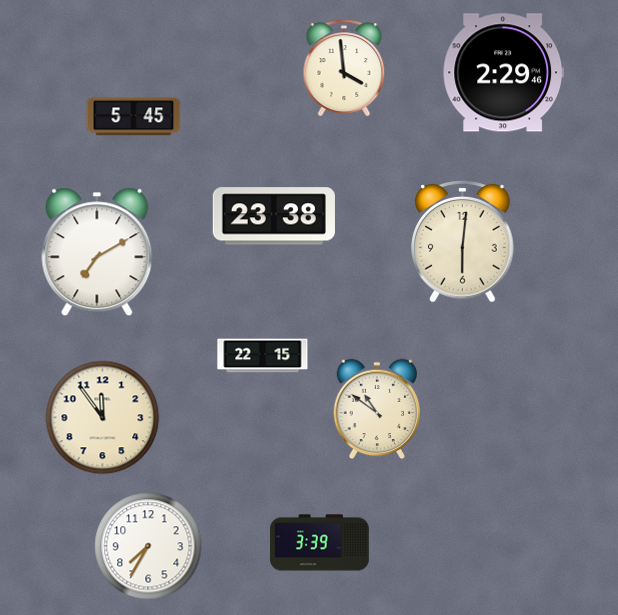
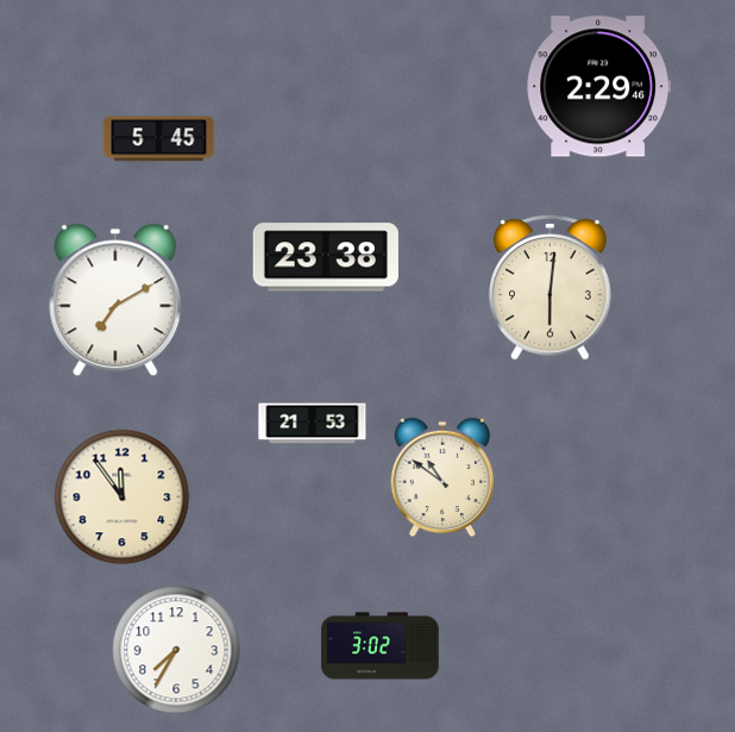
clock at (344, 68): 3:59 -> none
clock at (263, 356): 22:15 -> 21:53
clock at (377, 409) position: (377, 409) -> (442, 477)
clock at (320, 543): 3:39 -> 3:02
